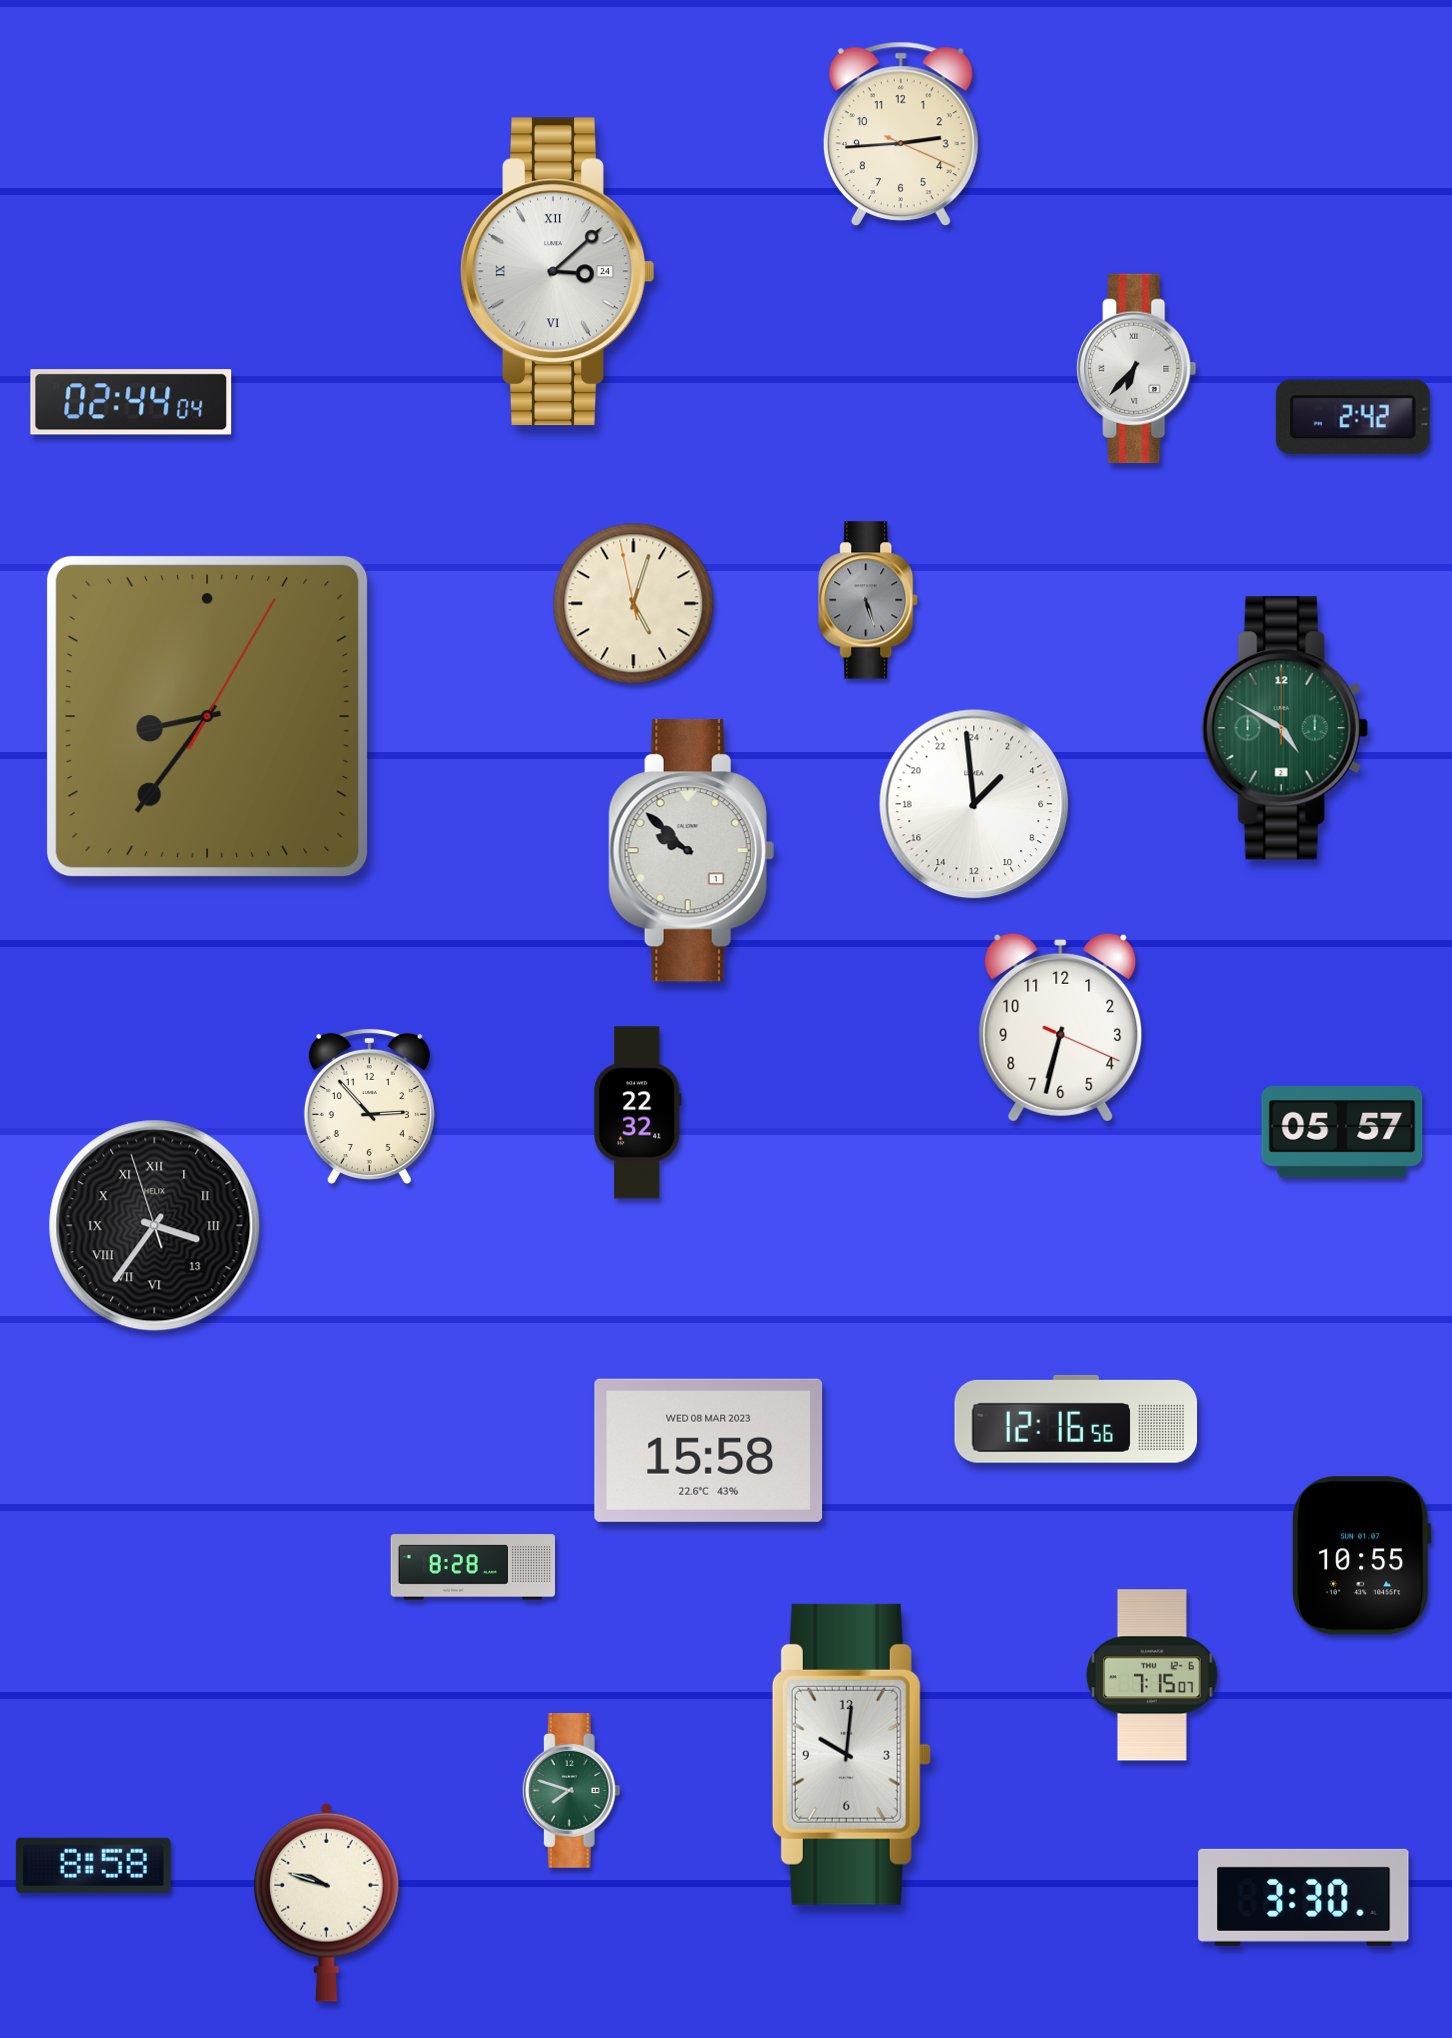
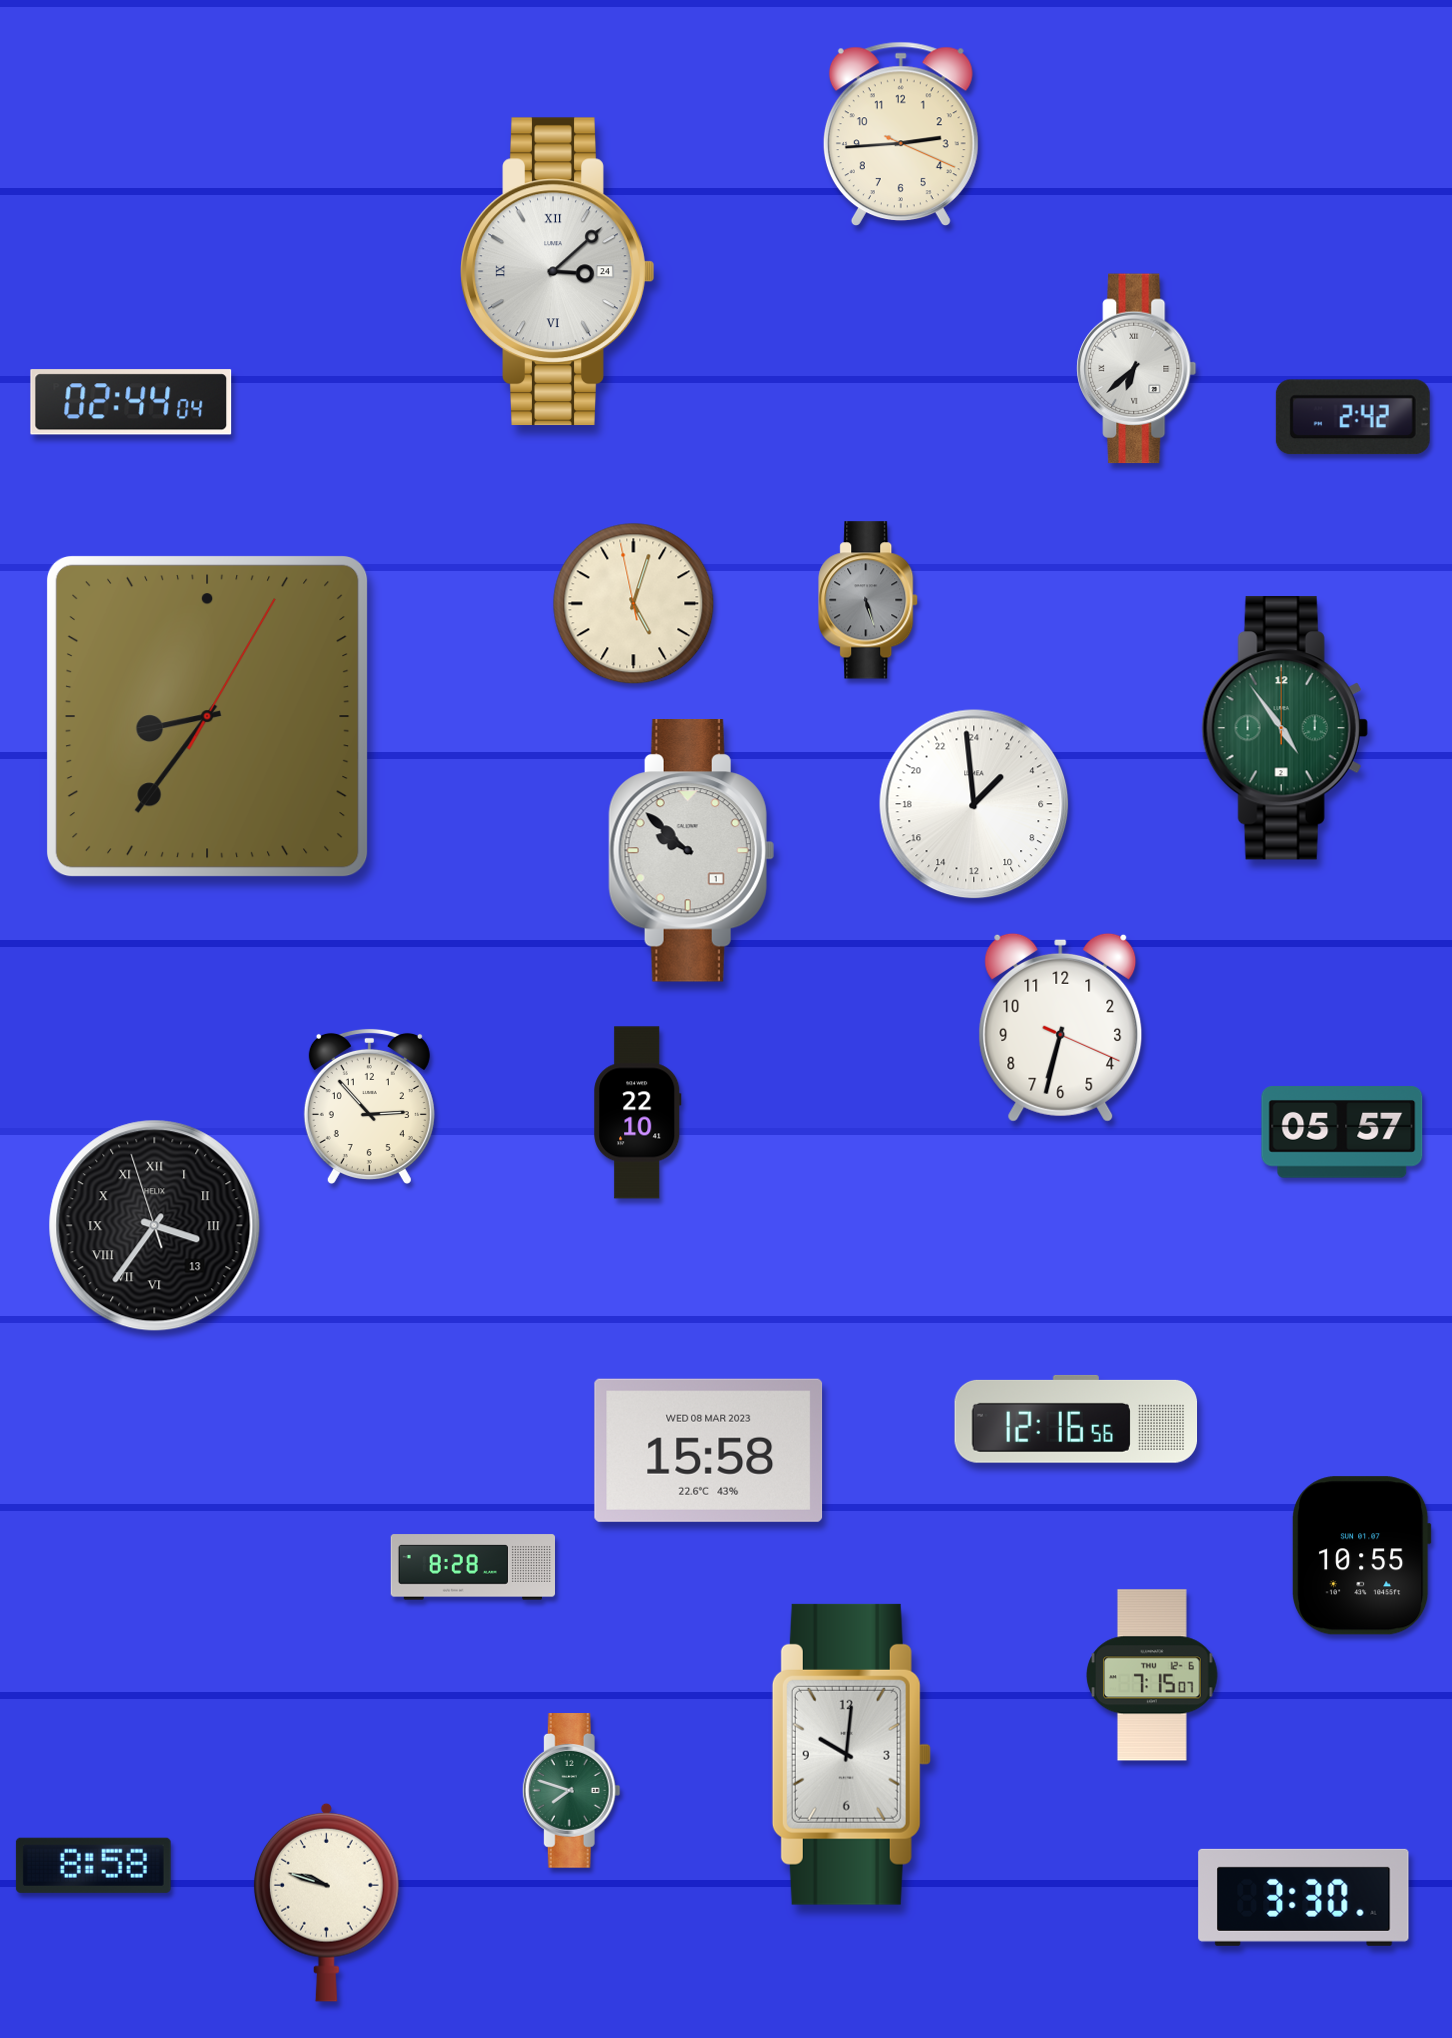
clock at (1137, 369): 6:37 -> 6:38
clock at (1285, 728): 4:50 -> 4:54
clock at (638, 1113): 22:32 -> 22:10
